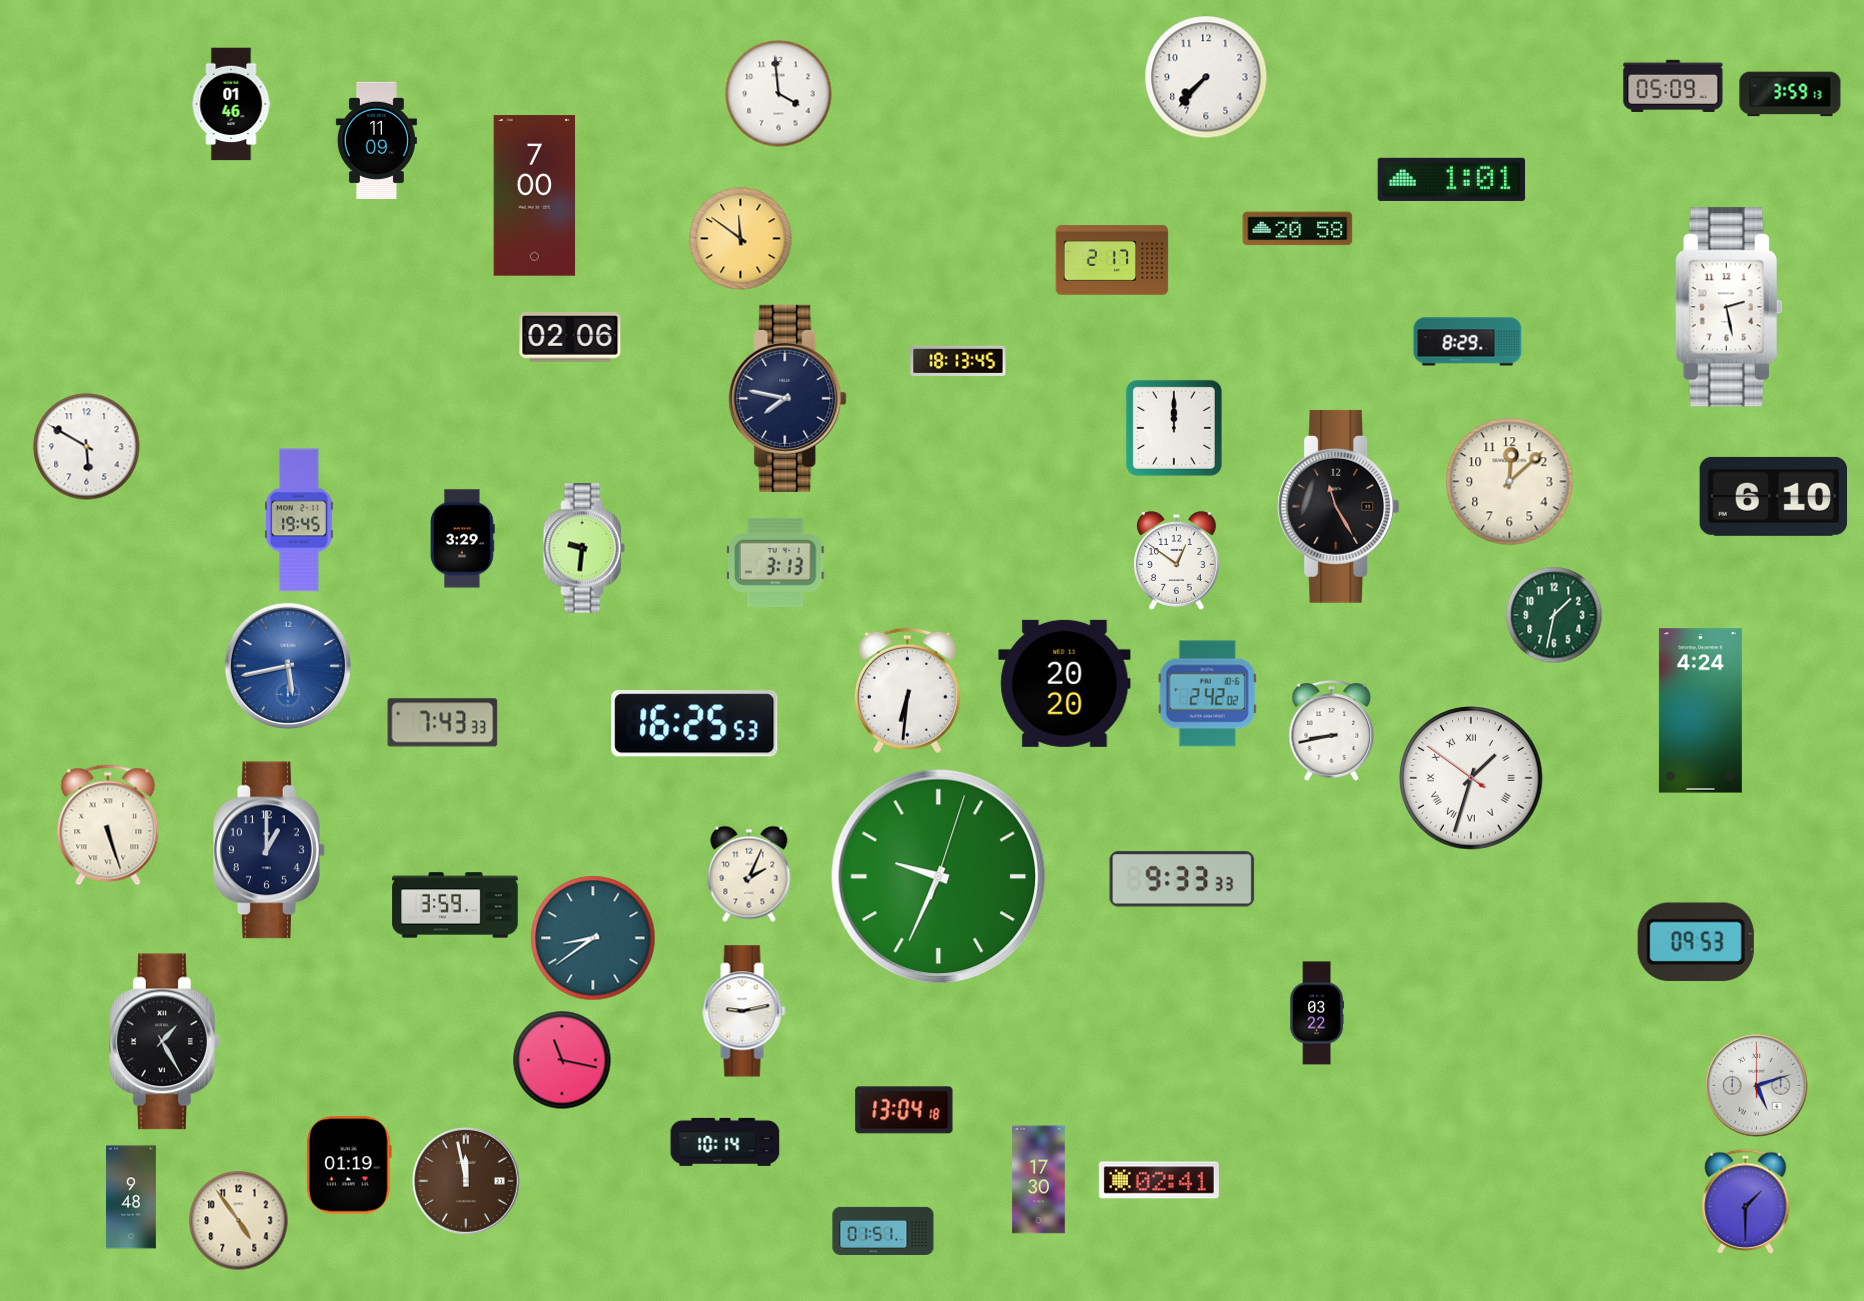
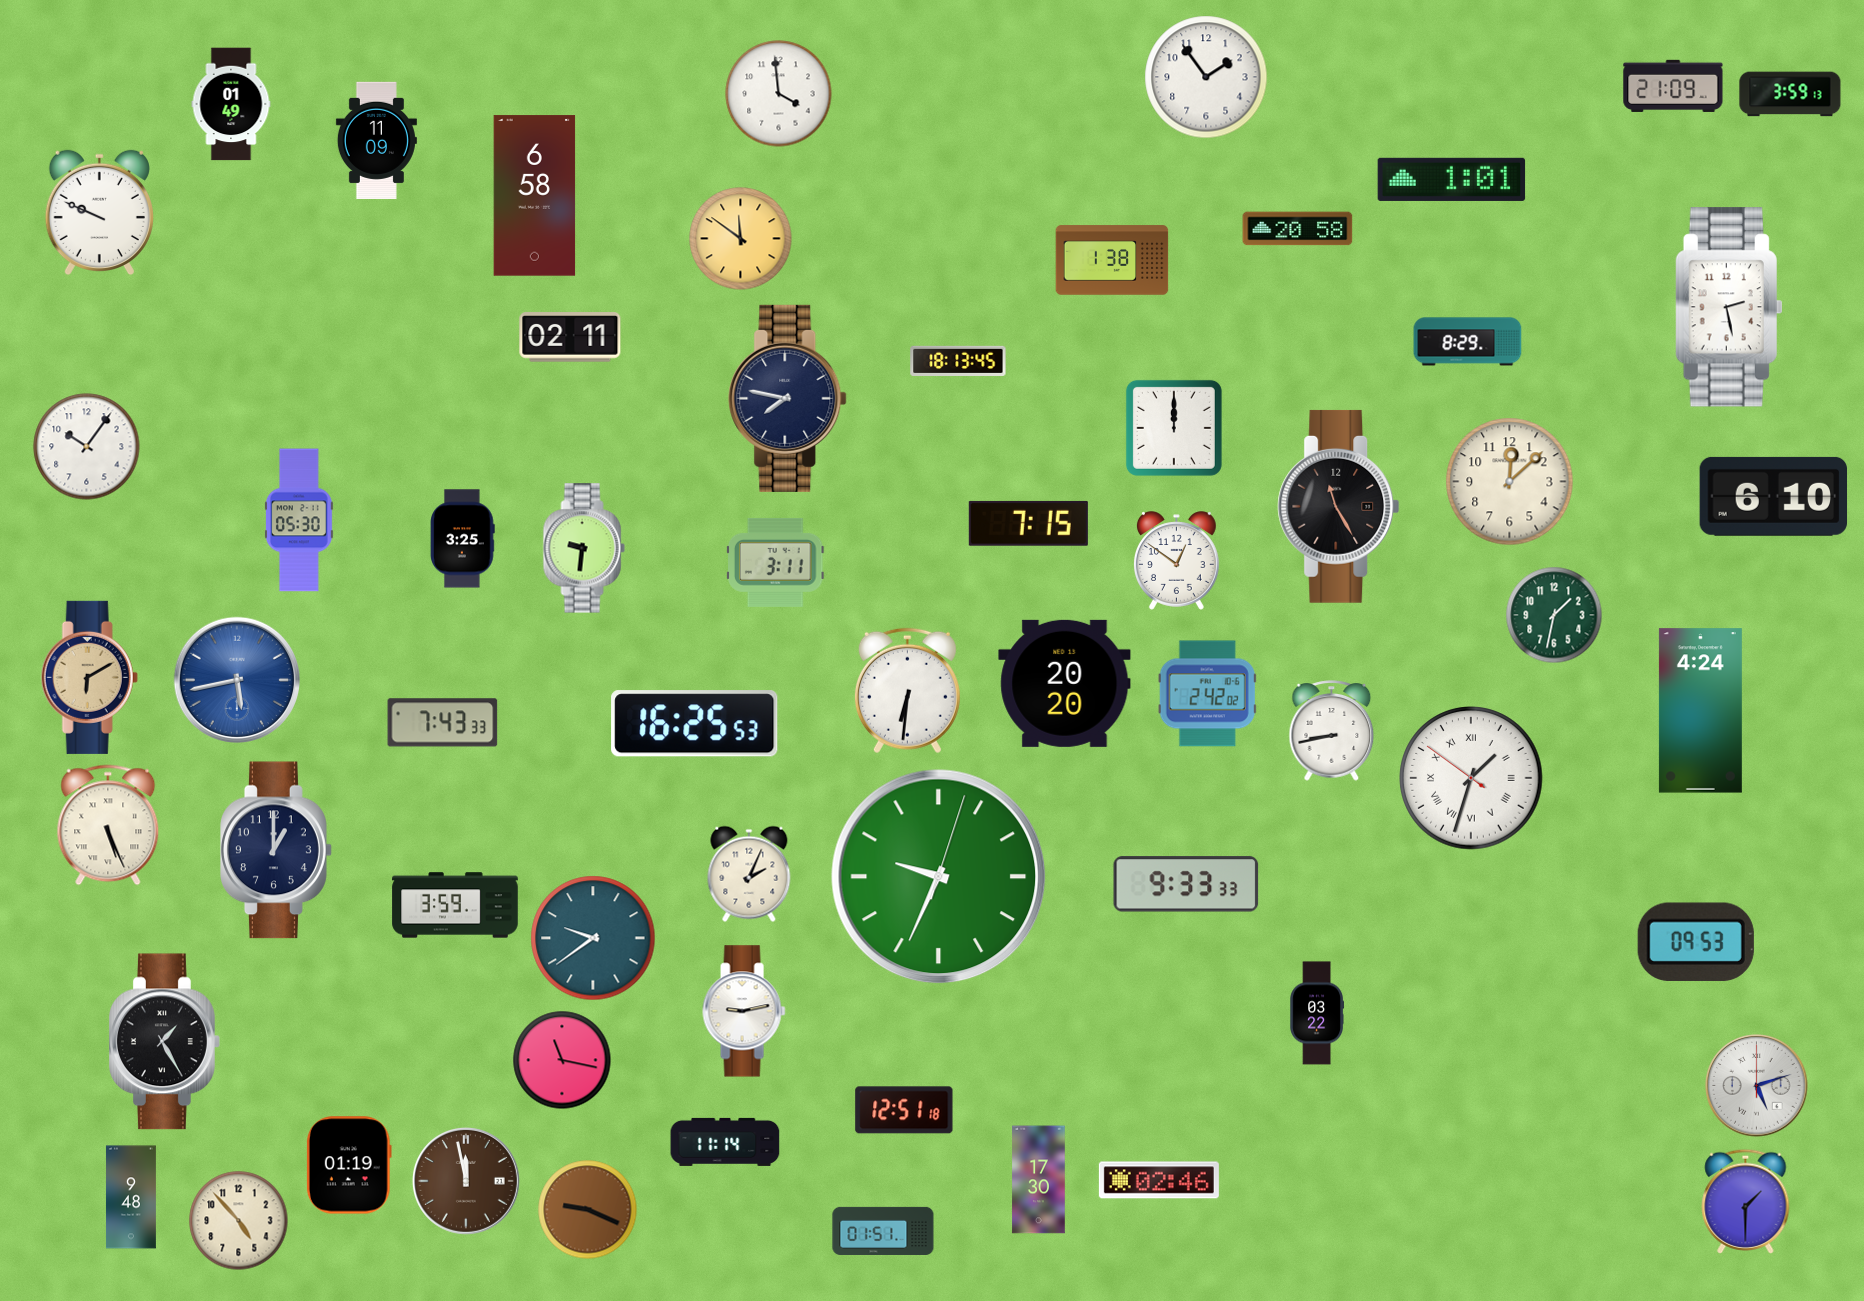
clock at (1206, 77): 7:37 -> 1:54
clock at (1673, 86): 05:09 -> 21:09
clock at (231, 104): 01:46 -> 01:49
clock at (535, 196): 7:00 -> 6:58
clock at (99, 213): none -> 9:49
clock at (1112, 260): 2:17 -> 1:38
clock at (570, 337): 02:06 -> 02:11
clock at (87, 447): 5:50 -> 10:06
clock at (300, 520): 19:45 -> 05:30
clock at (1028, 523): none -> 7:15
clock at (463, 539): 3:29 -> 3:25
clock at (776, 562): 3:13 -> 3:11
clock at (287, 665) position: (287, 665) -> (236, 679)
clock at (89, 677): none -> 6:10
clock at (108, 825): 5:27 -> 5:26
clock at (270, 850) position: (270, 850) -> (277, 850)
clock at (1182, 879) position: (1182, 879) -> (1186, 884)
clock at (593, 938): 8:39 -> 9:39
clock at (904, 1110): 13:04 -> 12:51
clock at (725, 1142): 10:14 -> 11:14
clock at (1159, 1180): 02:41 -> 02:46
clock at (588, 1210): none -> 9:19
clock at (239, 1221): 4:54 -> 4:53
